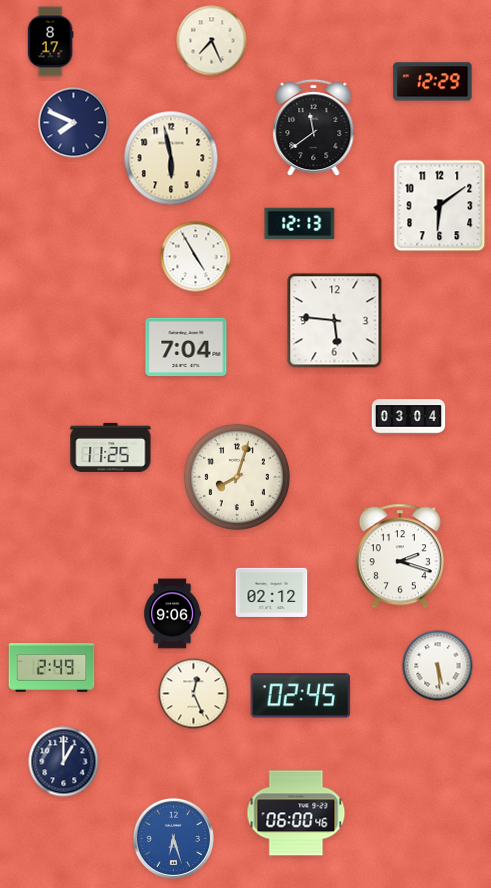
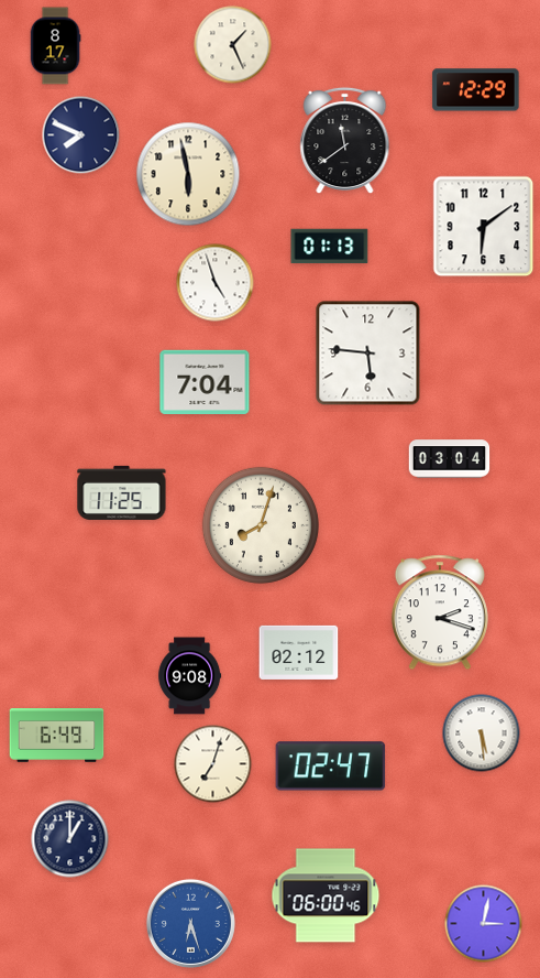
clock at (212, 41): 7:26 -> 1:26
clock at (300, 224): 12:13 -> 01:13
clock at (196, 257): 4:55 -> 4:57
clock at (173, 614): 9:06 -> 9:08
clock at (52, 668): 2:49 -> 6:49
clock at (194, 694): 12:26 -> 7:03
clock at (301, 696): 02:45 -> 02:47
clock at (484, 924): none -> 3:02
